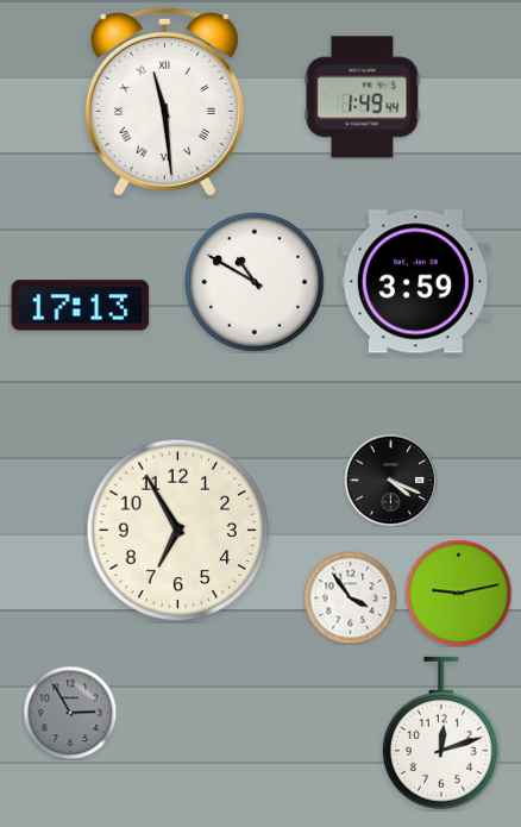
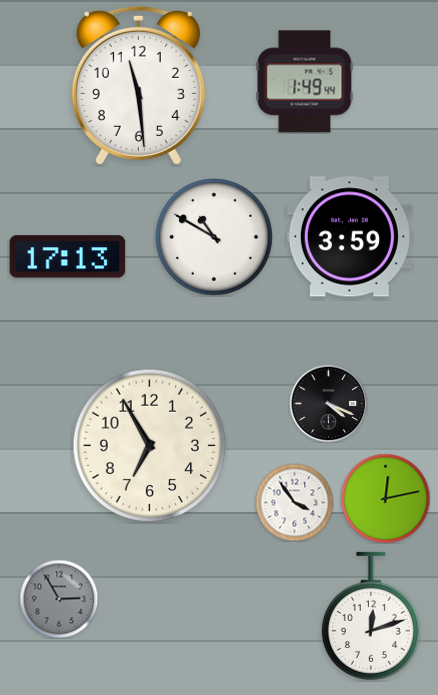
clock at (164, 101) numerals: Roman -> Arabic
clock at (458, 593): 9:13 -> 12:13
